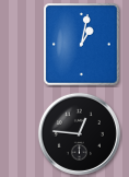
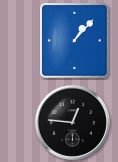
clock at (82, 45): 1:02 -> 1:07
